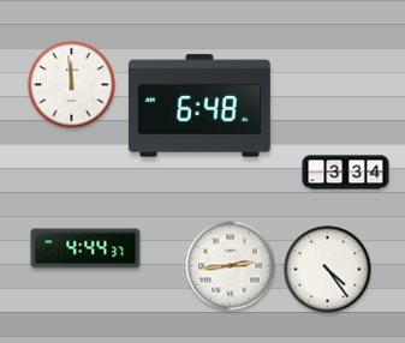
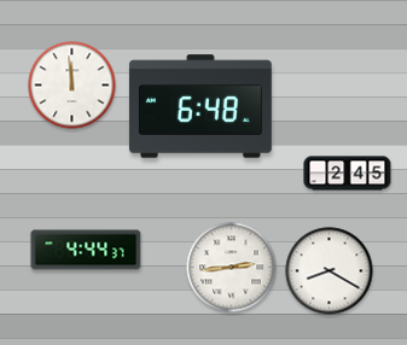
clock at (346, 173): 3:34 -> 2:45
clock at (328, 270): 4:24 -> 8:20
